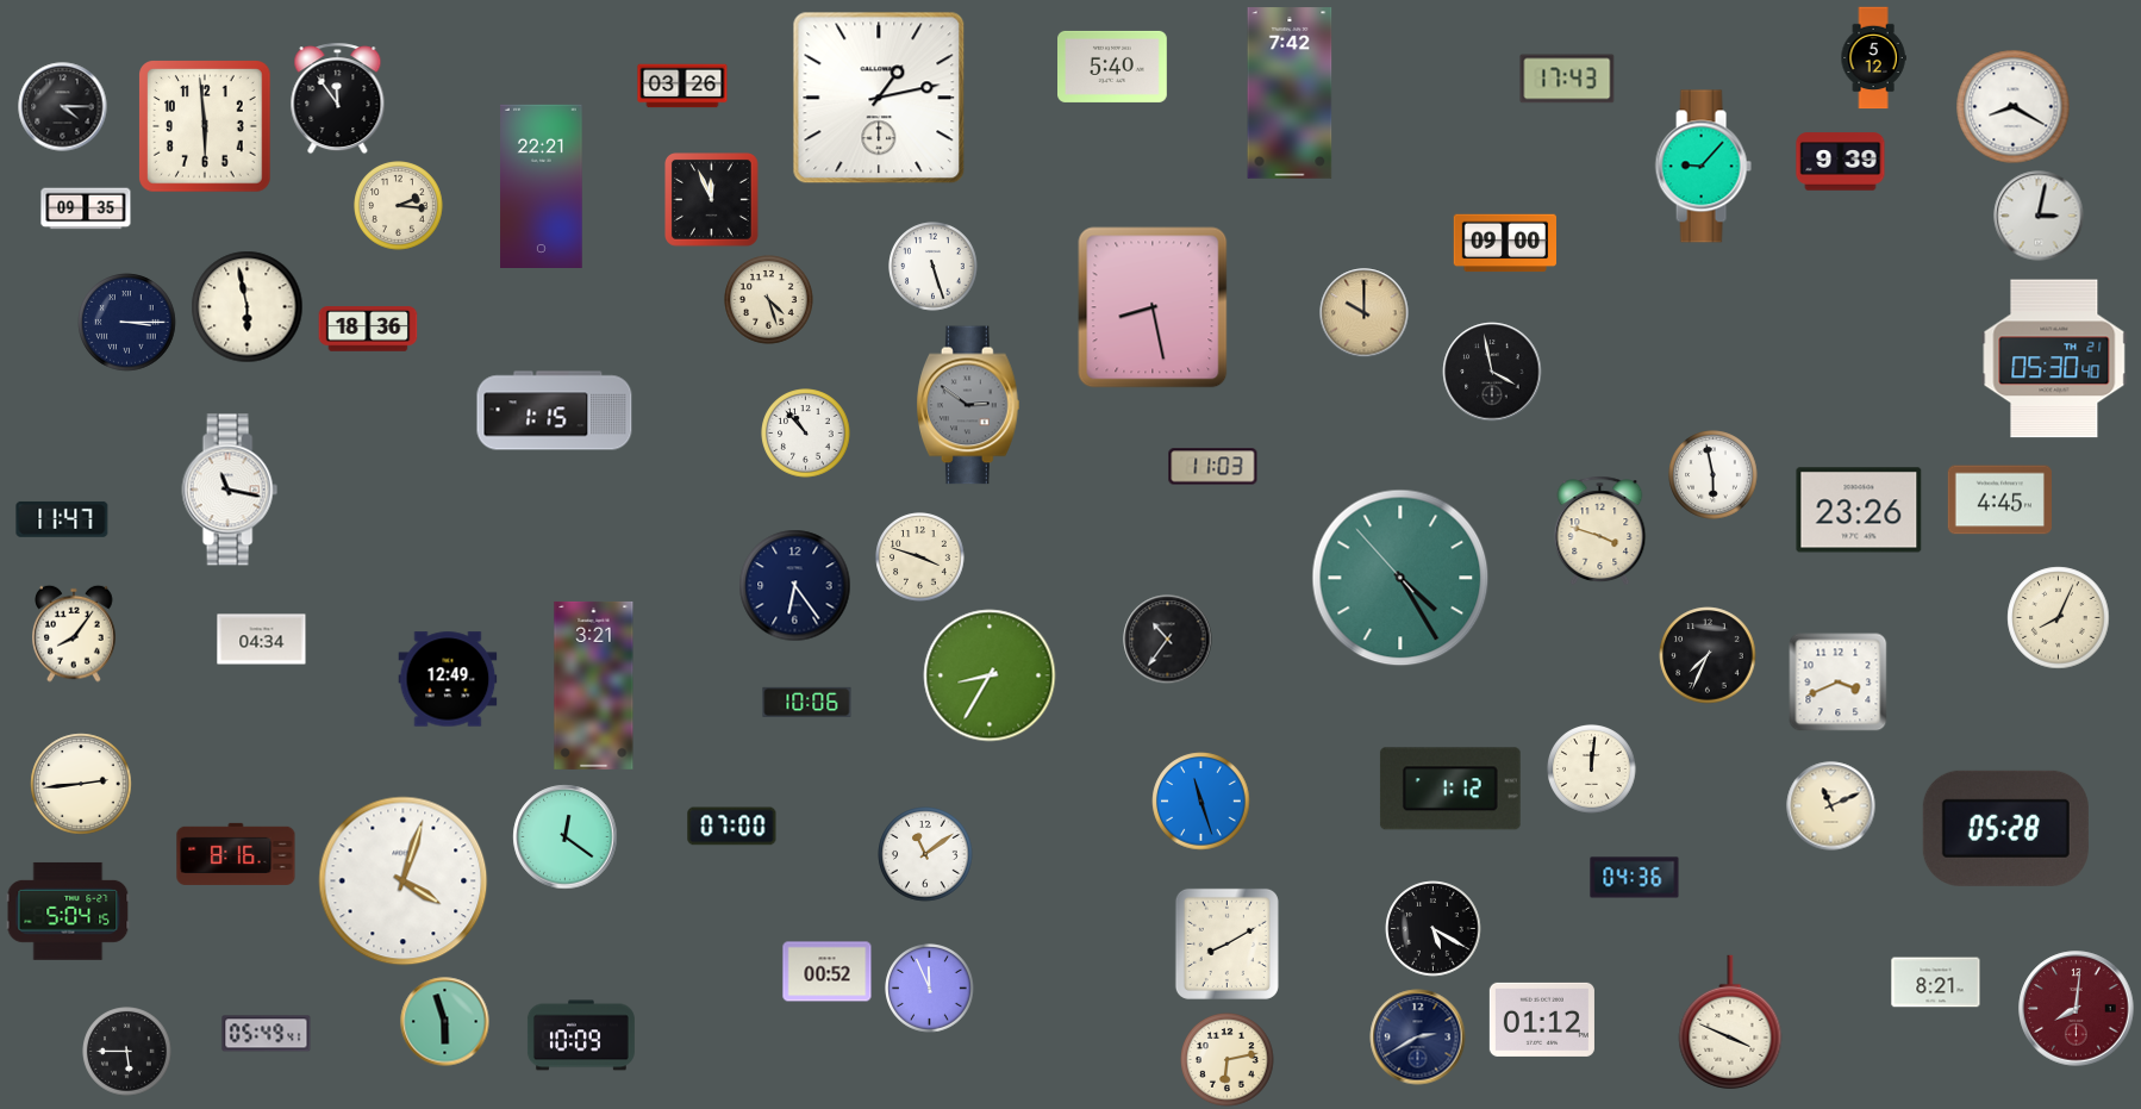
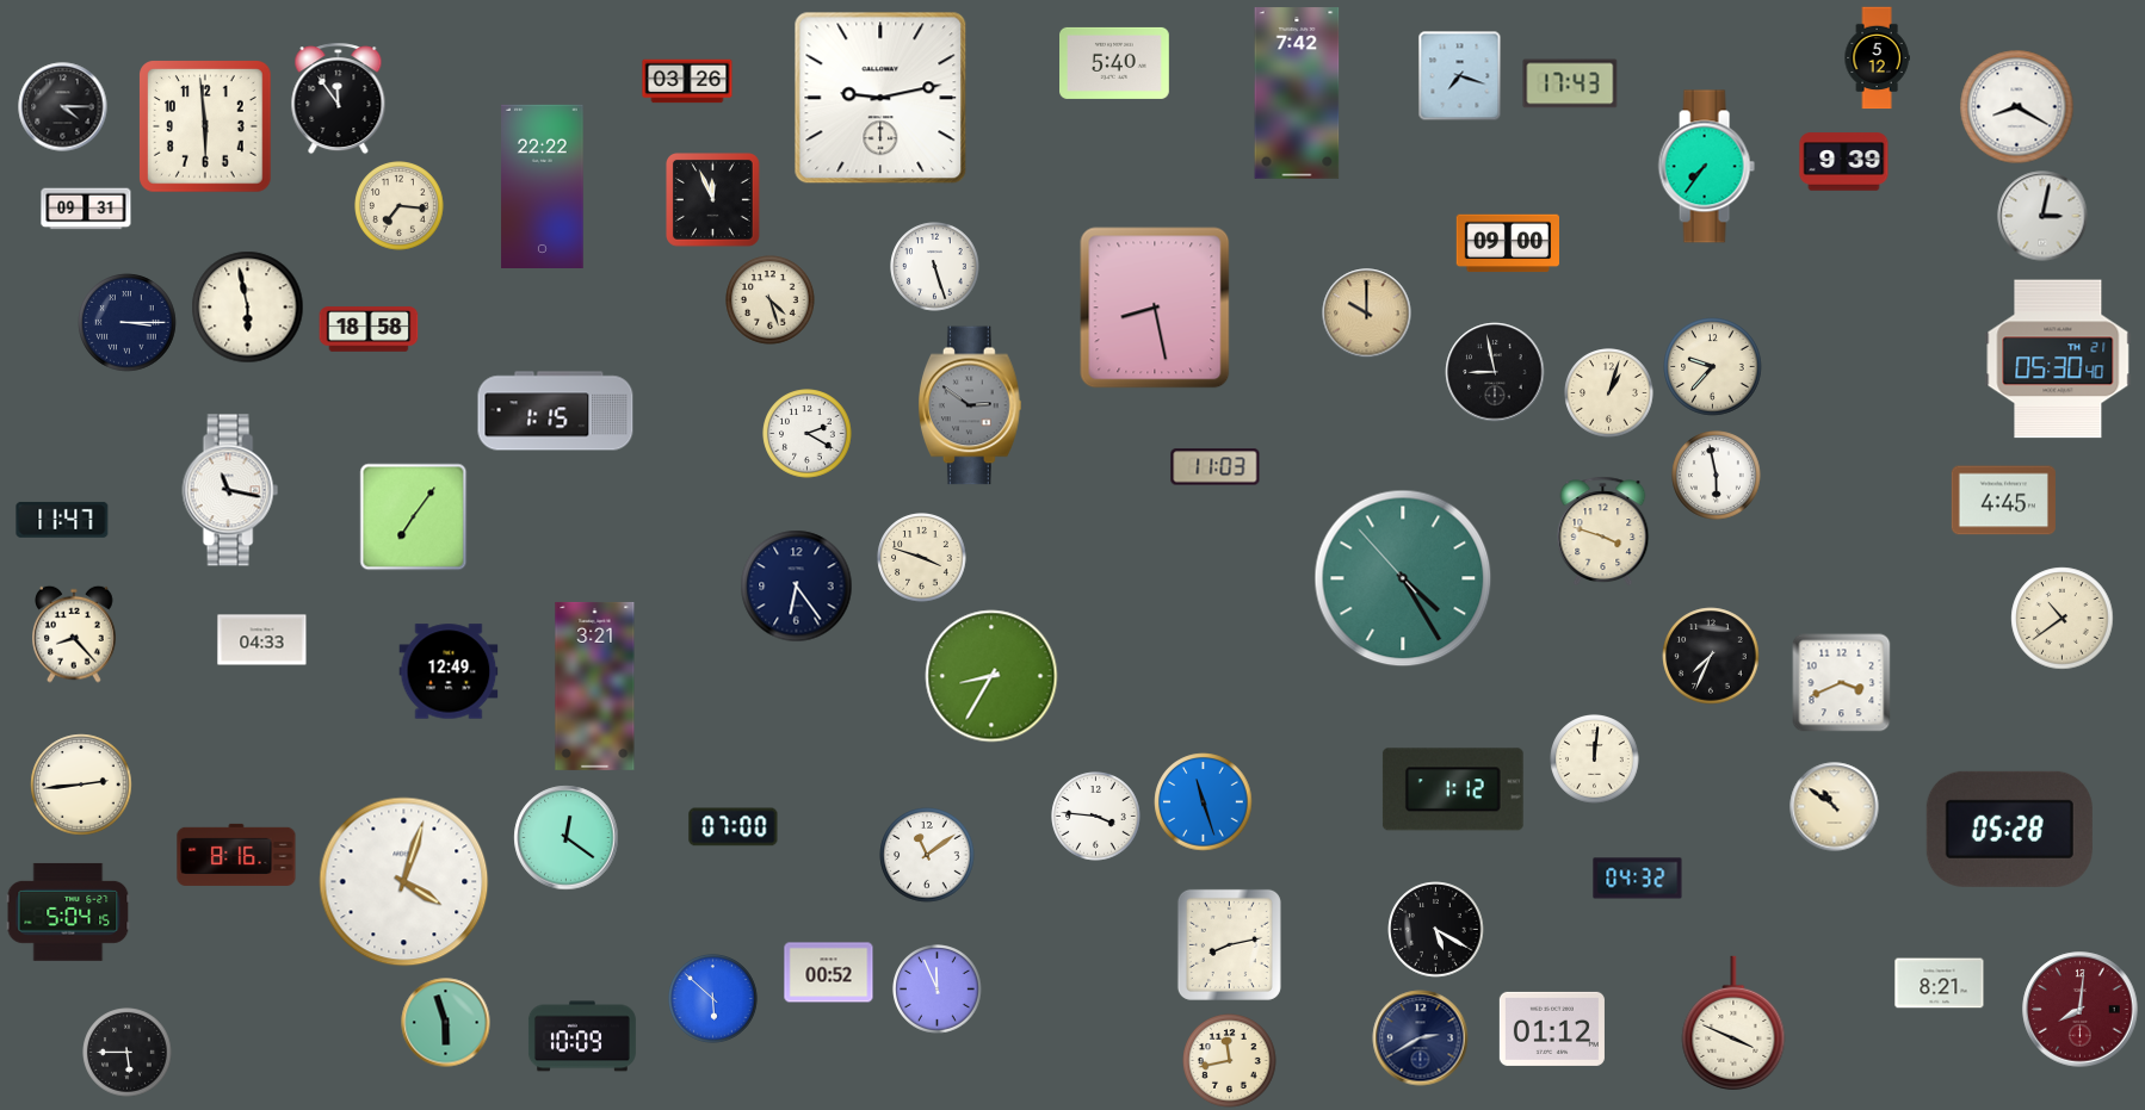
clock at (1113, 67) position: (1113, 67) -> (1115, 63)
clock at (1460, 76): none -> 7:18
clock at (1567, 79) position: (1567, 79) -> (1570, 83)
clock at (682, 86) position: (682, 86) -> (687, 81)
clock at (1290, 93) position: (1290, 93) -> (1297, 93)
clock at (879, 98): 1:13 -> 9:13
clock at (1703, 167): 9:07 -> 7:36
clock at (542, 186): 22:21 -> 22:22
clock at (399, 206): 2:16 -> 7:16
clock at (86, 208): 09:35 -> 09:31
clock at (368, 329): 18:36 -> 18:58
clock at (1713, 367): none -> 9:37
clock at (1492, 372): 3:58 -> 8:58
clock at (1609, 393): none -> 1:03
clock at (806, 434): 10:53 -> 2:20
clock at (1859, 510): 23:26 -> none
clock at (414, 517): none -> 7:06
clock at (2059, 618): 8:04 -> 10:39
clock at (74, 634): 8:06 -> 8:23
clock at (262, 640): 04:34 -> 04:33
clock at (1168, 640): 10:36 -> none
clock at (448, 679) position: (448, 679) -> (449, 671)
clock at (807, 702): 10:06 -> none
clock at (1592, 770) position: (1592, 770) -> (1595, 759)
clock at (1831, 806): 11:11 -> 10:51
clock at (1096, 817): none -> 3:46
clock at (1635, 878): 04:36 -> 04:32
clock at (1226, 943): 8:10 -> 8:13
clock at (930, 989) position: (930, 989) -> (938, 990)
clock at (713, 999): none -> 5:52
clock at (1542, 1020) position: (1542, 1020) -> (1552, 1029)
clock at (267, 1034): 05:49 -> none
clock at (1228, 1060): 6:13 -> 11:43
